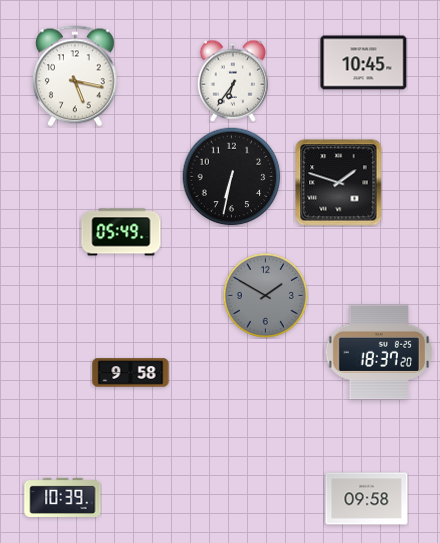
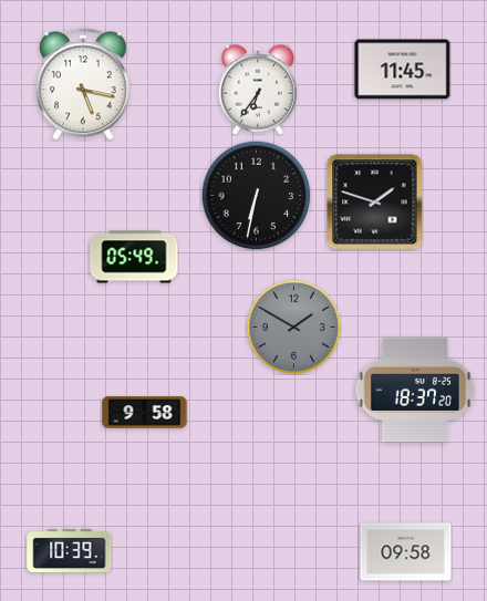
clock at (364, 63): 10:45 -> 11:45
clock at (379, 352) position: (379, 352) -> (415, 390)
